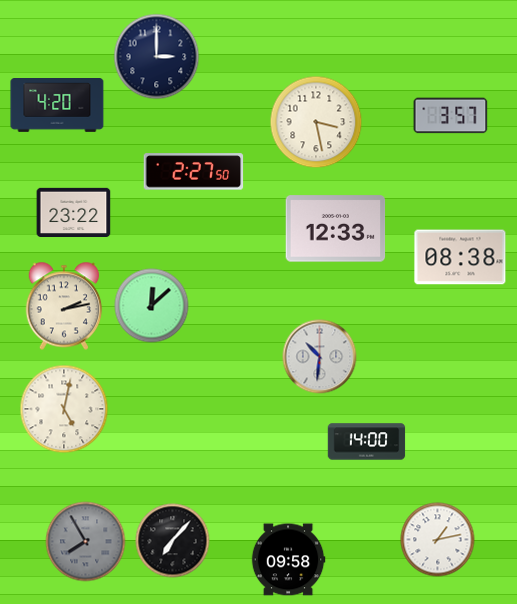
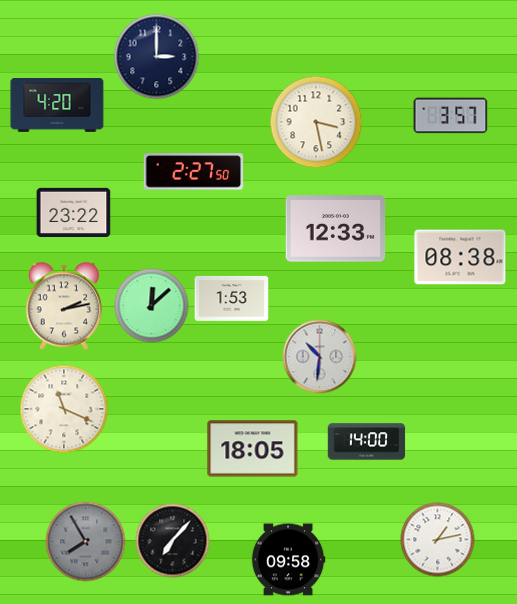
clock at (232, 298): none -> 1:53
clock at (64, 409): 5:02 -> 11:19
clock at (253, 449): none -> 18:05
